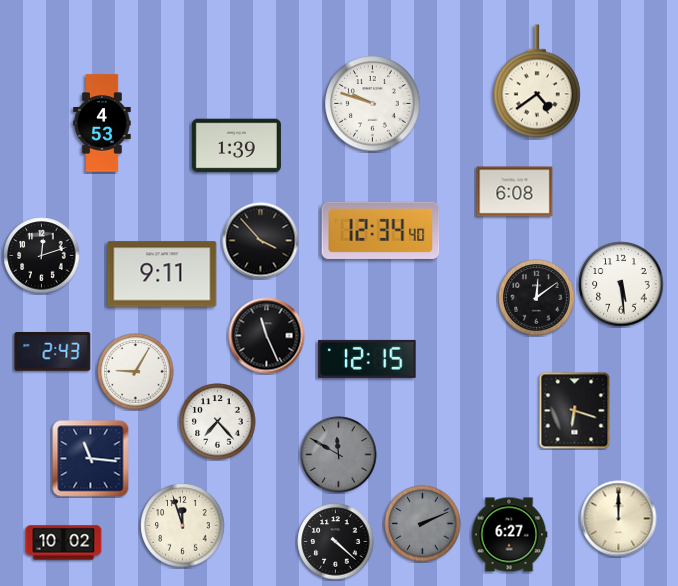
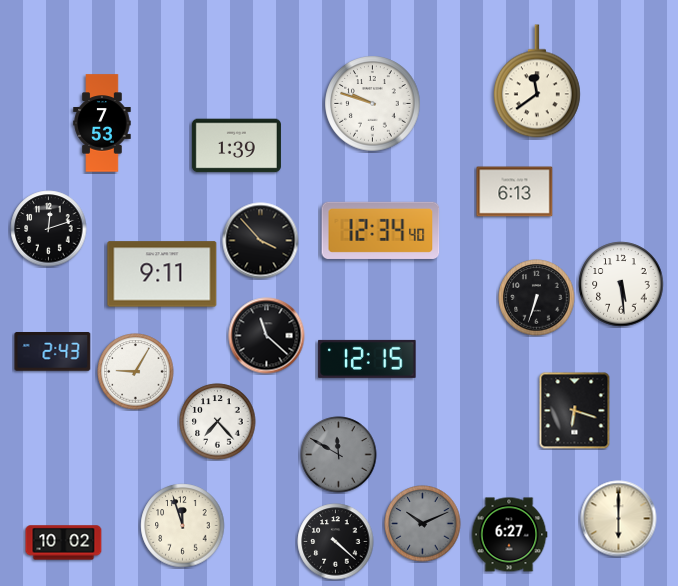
clock at (537, 81): 4:39 -> 11:39
clock at (102, 123): 4:53 -> 7:53
clock at (515, 192): 6:08 -> 6:13
clock at (42, 256) position: (42, 256) -> (49, 229)
clock at (537, 298): 12:09 -> 6:33
clock at (267, 336): 11:26 -> 11:22
clock at (91, 459): 11:16 -> none
clock at (619, 519): 12:00 -> 6:00
clock at (423, 524): 2:11 -> 10:11
